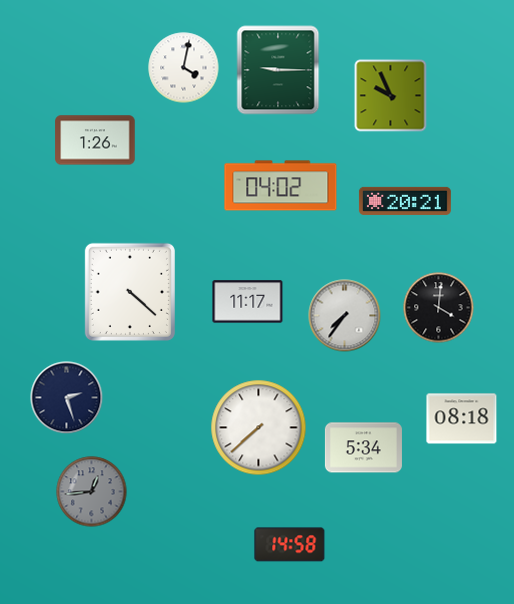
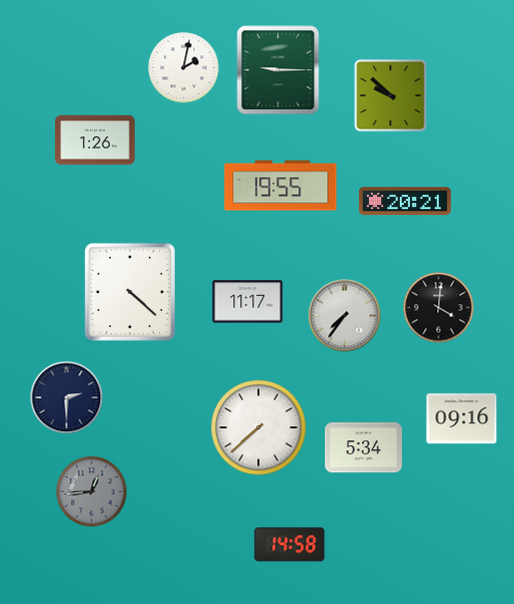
clock at (184, 68): 4:02 -> 2:02
clock at (391, 96): 9:56 -> 9:52
clock at (281, 186): 04:02 -> 19:55
clock at (67, 398): 2:27 -> 2:30
clock at (462, 419): 08:18 -> 09:16
